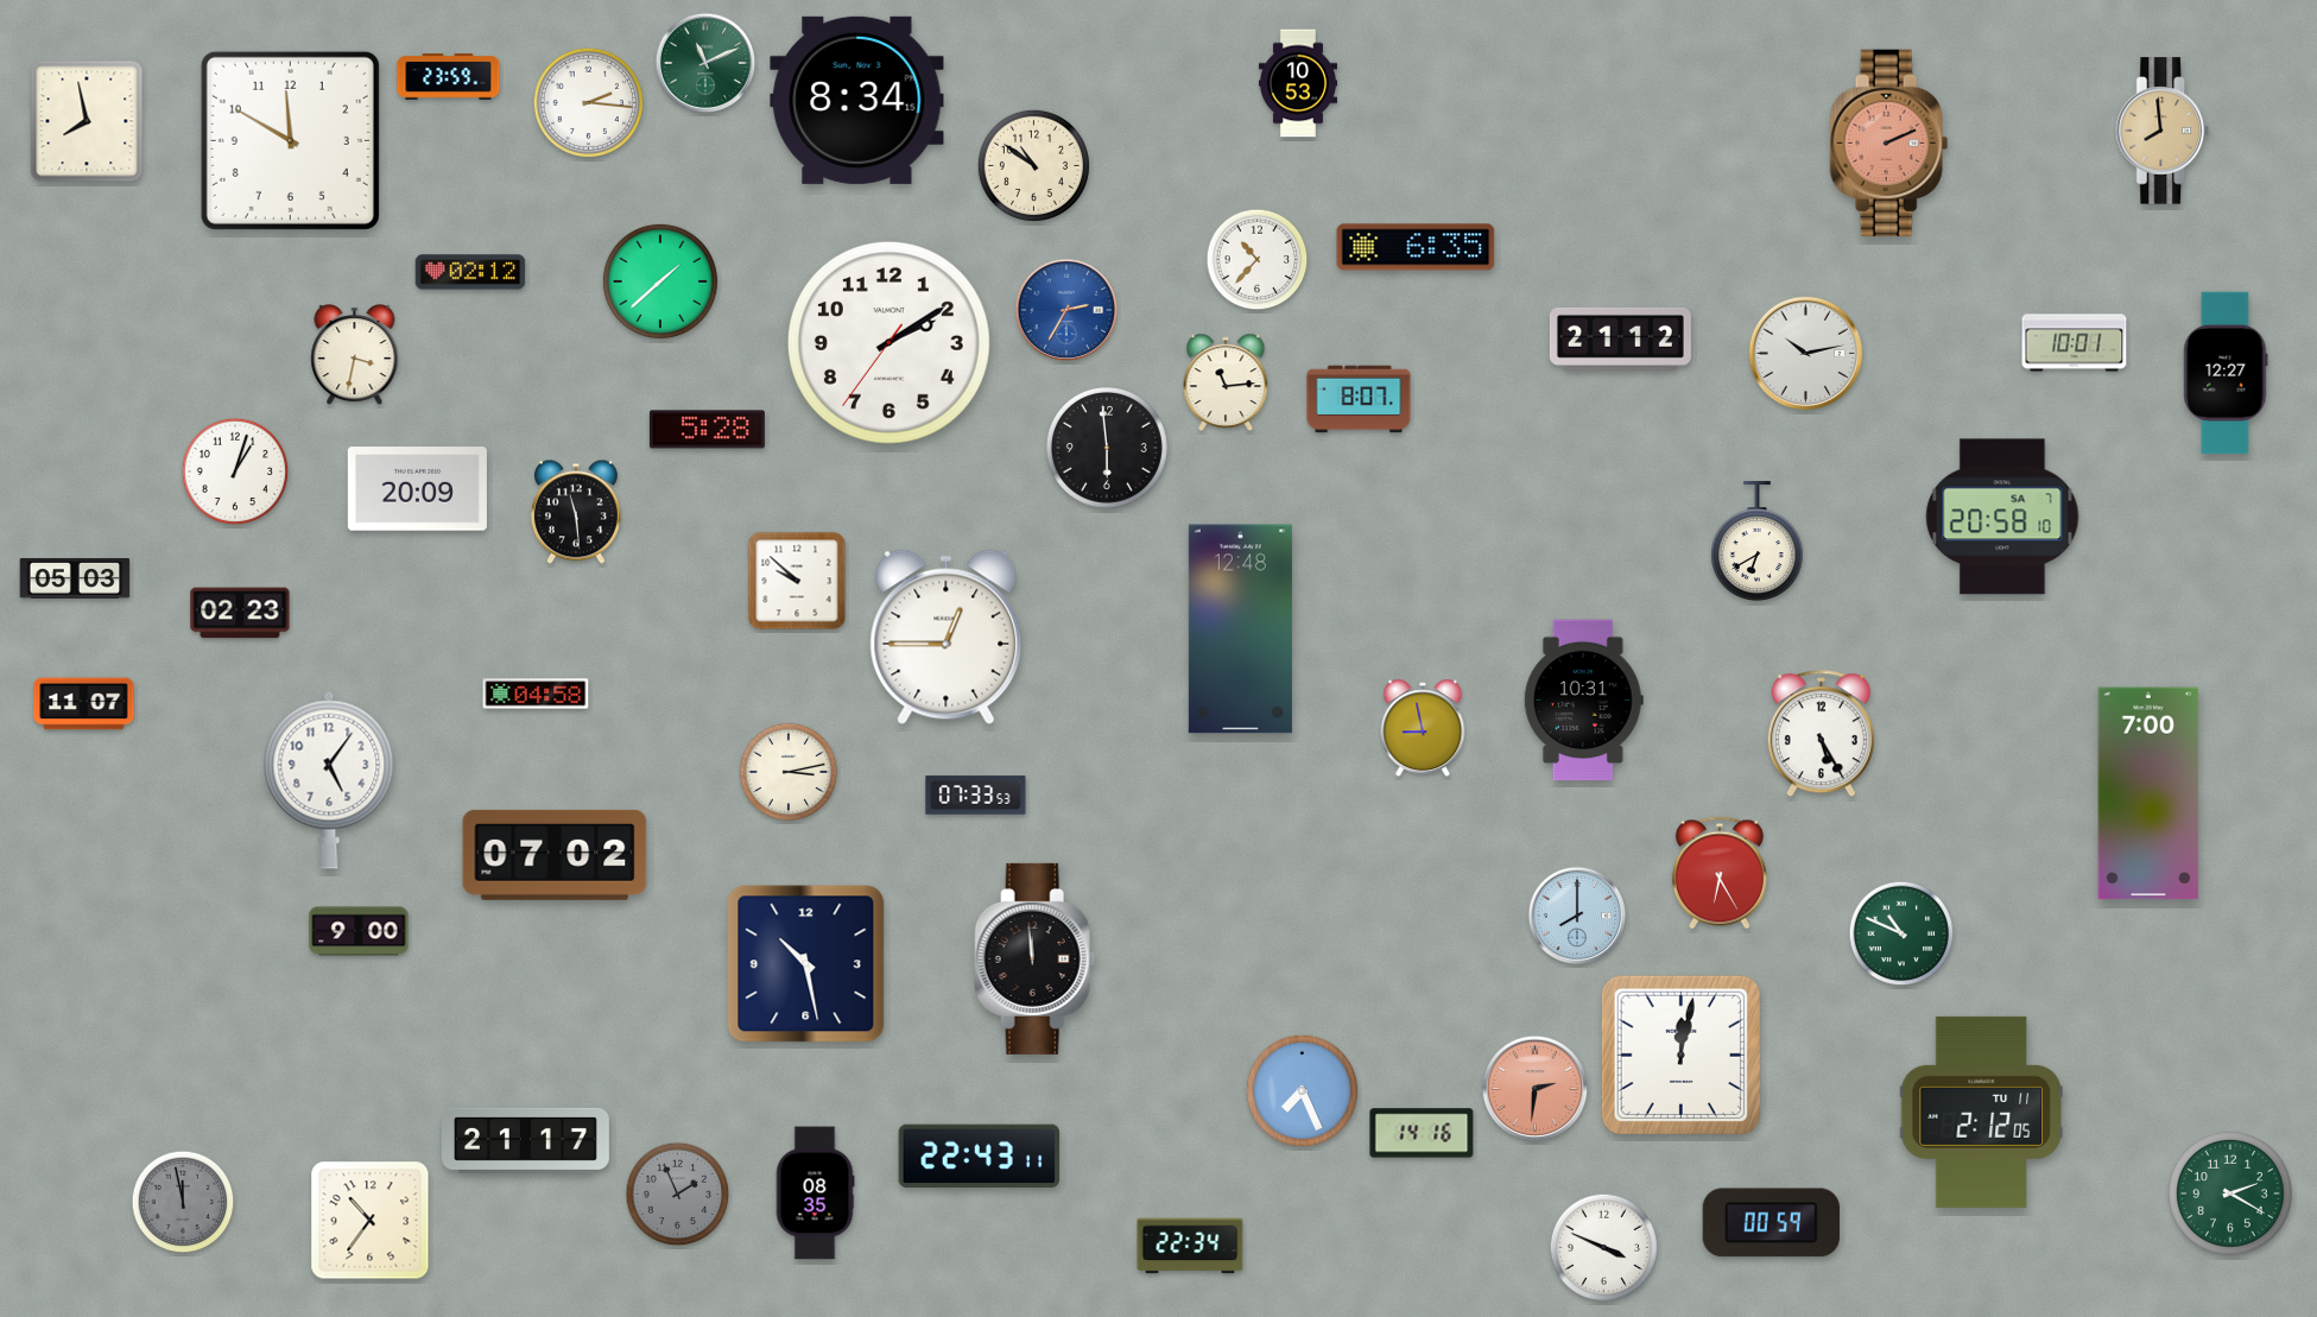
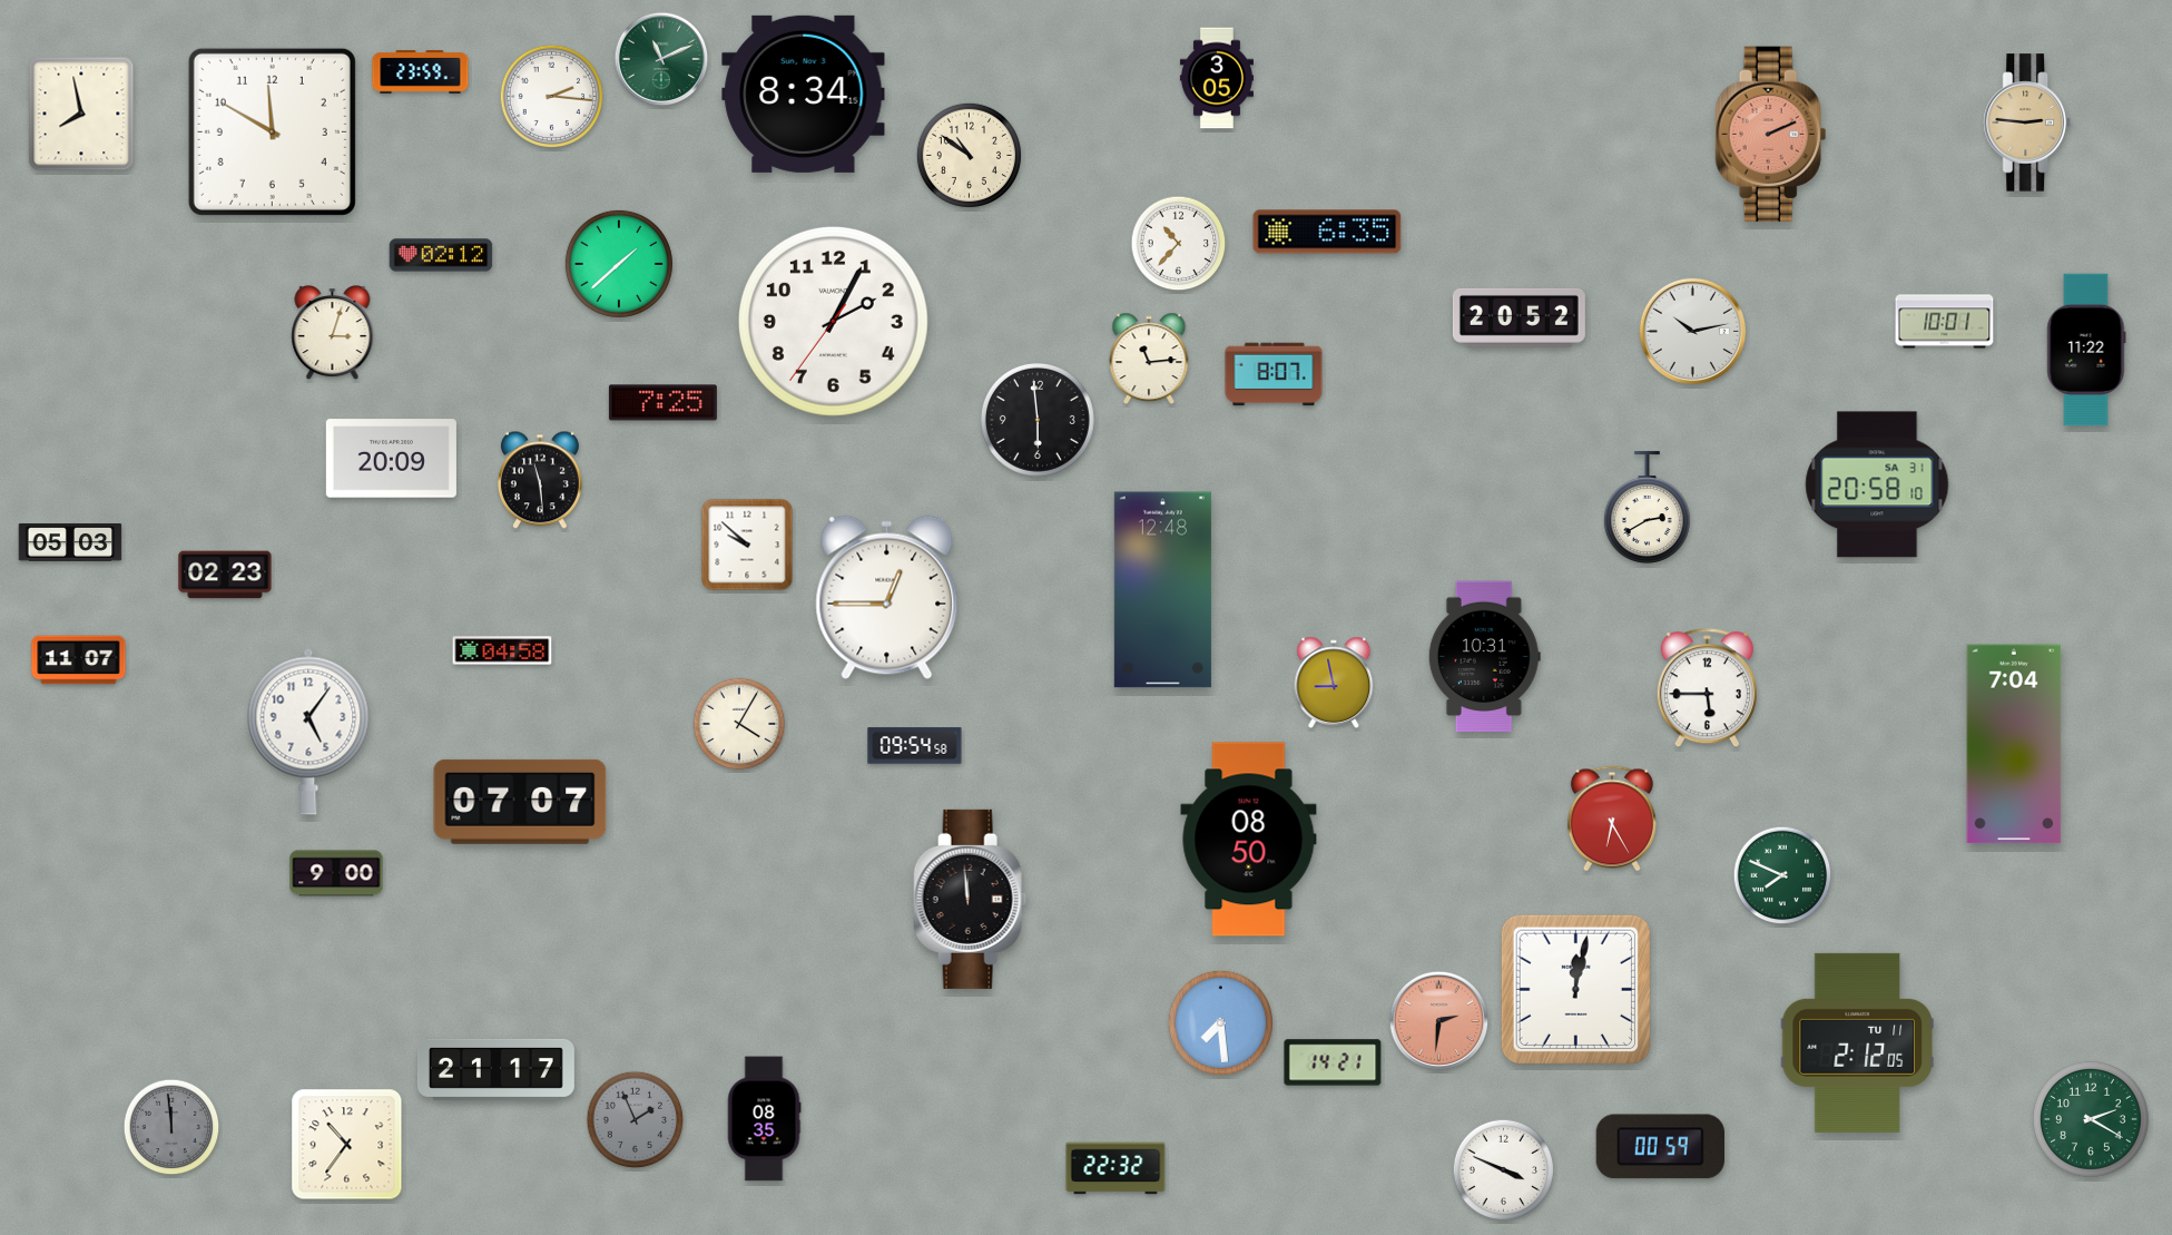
clock at (1298, 83): 10:53 -> 3:05
clock at (2163, 131): 7:59 -> 2:46
clock at (1066, 310): 2:35 -> none
clock at (1620, 338): 21:12 -> 20:52
clock at (888, 342): 2:09 -> 2:04
clock at (355, 355): 3:32 -> 3:03
clock at (2226, 373): 12:27 -> 11:22
clock at (707, 430): 5:28 -> 7:25
clock at (235, 471): 1:03 -> none
clock at (2002, 517) date: SA 7 -> SA 31
clock at (1756, 542): 6:40 -> 2:40
clock at (1821, 734): 5:25 -> 5:45
clock at (789, 772): 3:13 -> 4:05
clock at (2148, 793): 7:00 -> 7:04
clock at (976, 796): 07:33 -> 09:54
clock at (555, 855): 07:02 -> 07:07
clock at (1249, 840): none -> 08:50
clock at (1577, 916): 8:00 -> none
clock at (1901, 933): 10:49 -> 7:49
clock at (806, 964): 10:28 -> none
clock at (1302, 1090): 7:26 -> 7:29
clock at (1422, 1133): 14:16 -> 14:21
clock at (525, 1140) position: (525, 1140) -> (495, 1069)
clock at (980, 1155): 22:43 -> none
clock at (183, 1202): 11:58 -> 11:59
clock at (1190, 1246): 22:34 -> 22:32
